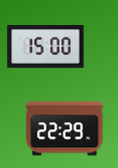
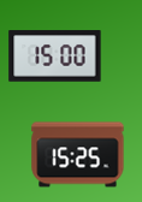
clock at (65, 129): 22:29 -> 15:25
